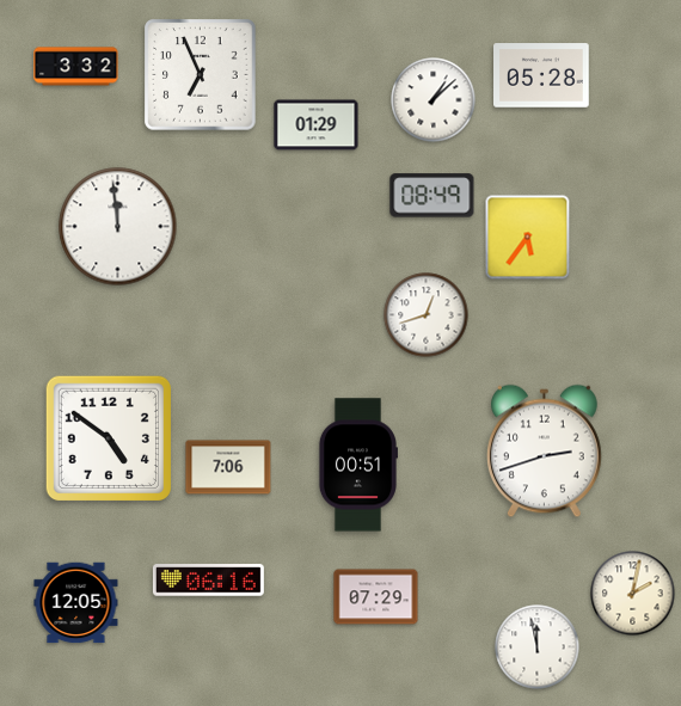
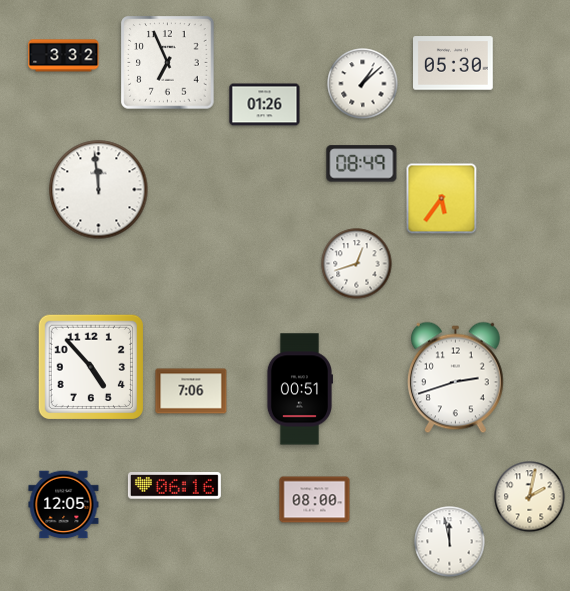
clock at (542, 75): 05:28 -> 05:30
clock at (317, 125): 01:29 -> 01:26
clock at (108, 437): 4:51 -> 4:53
clock at (376, 597): 07:29 -> 08:00
